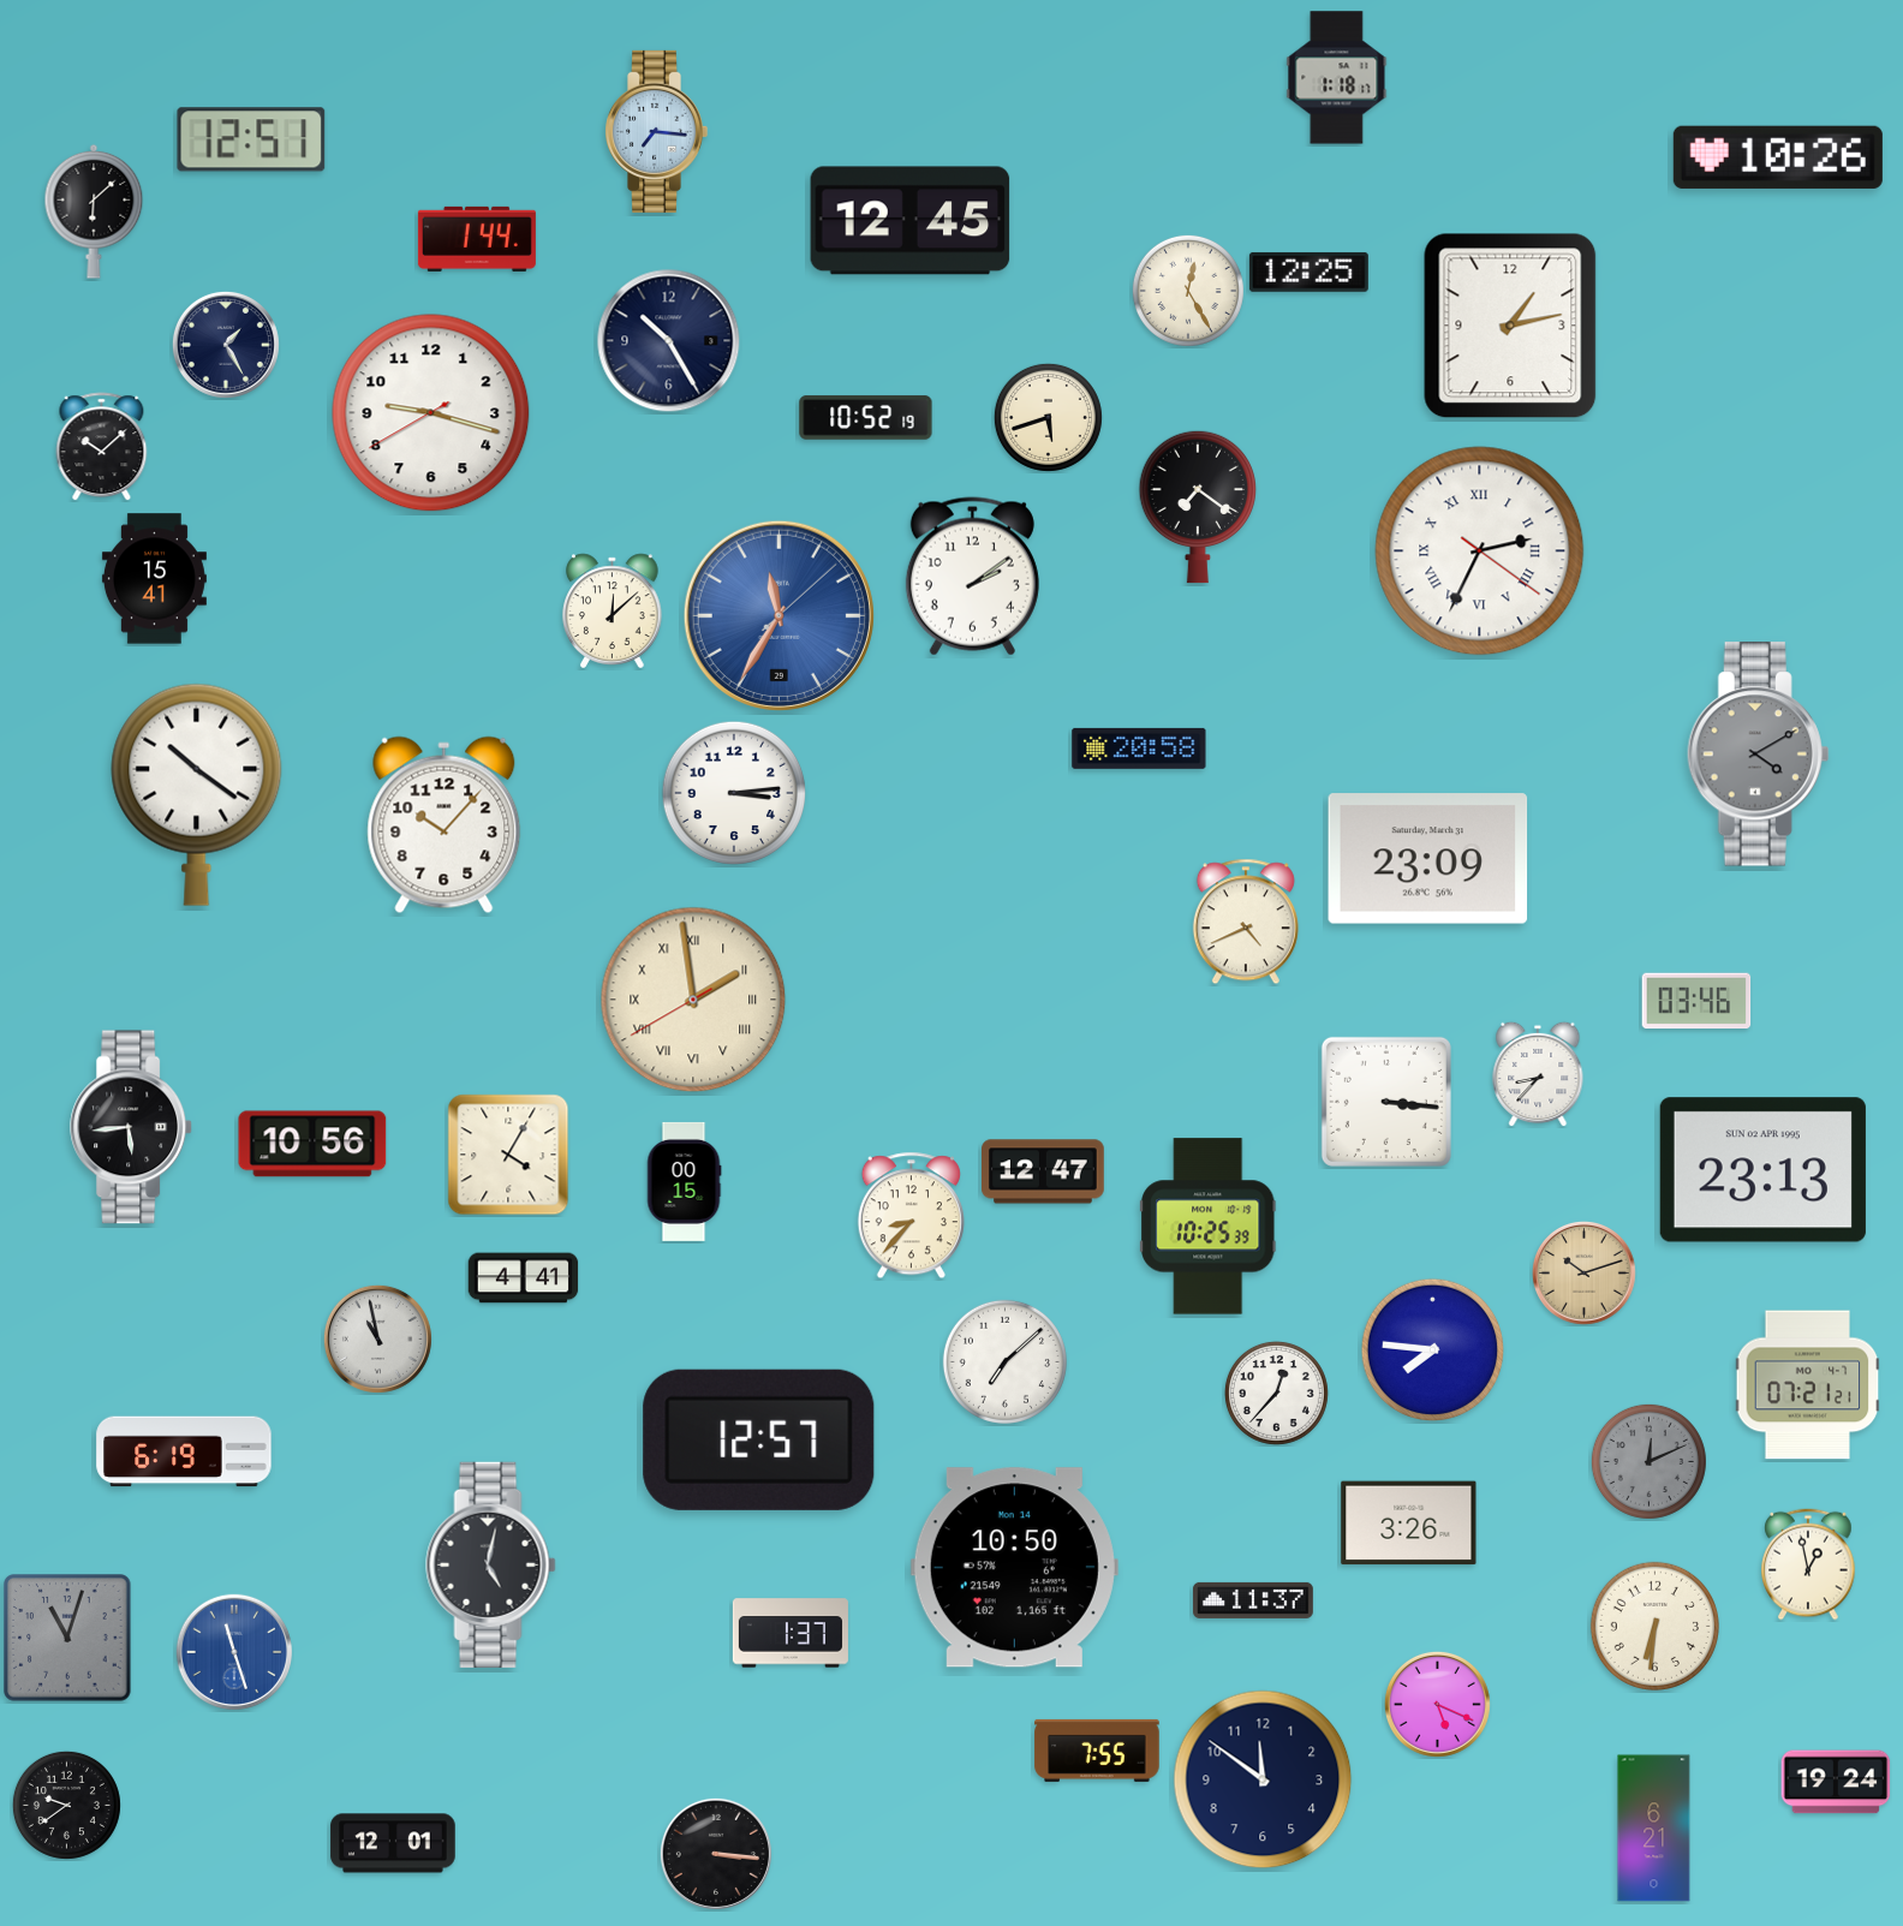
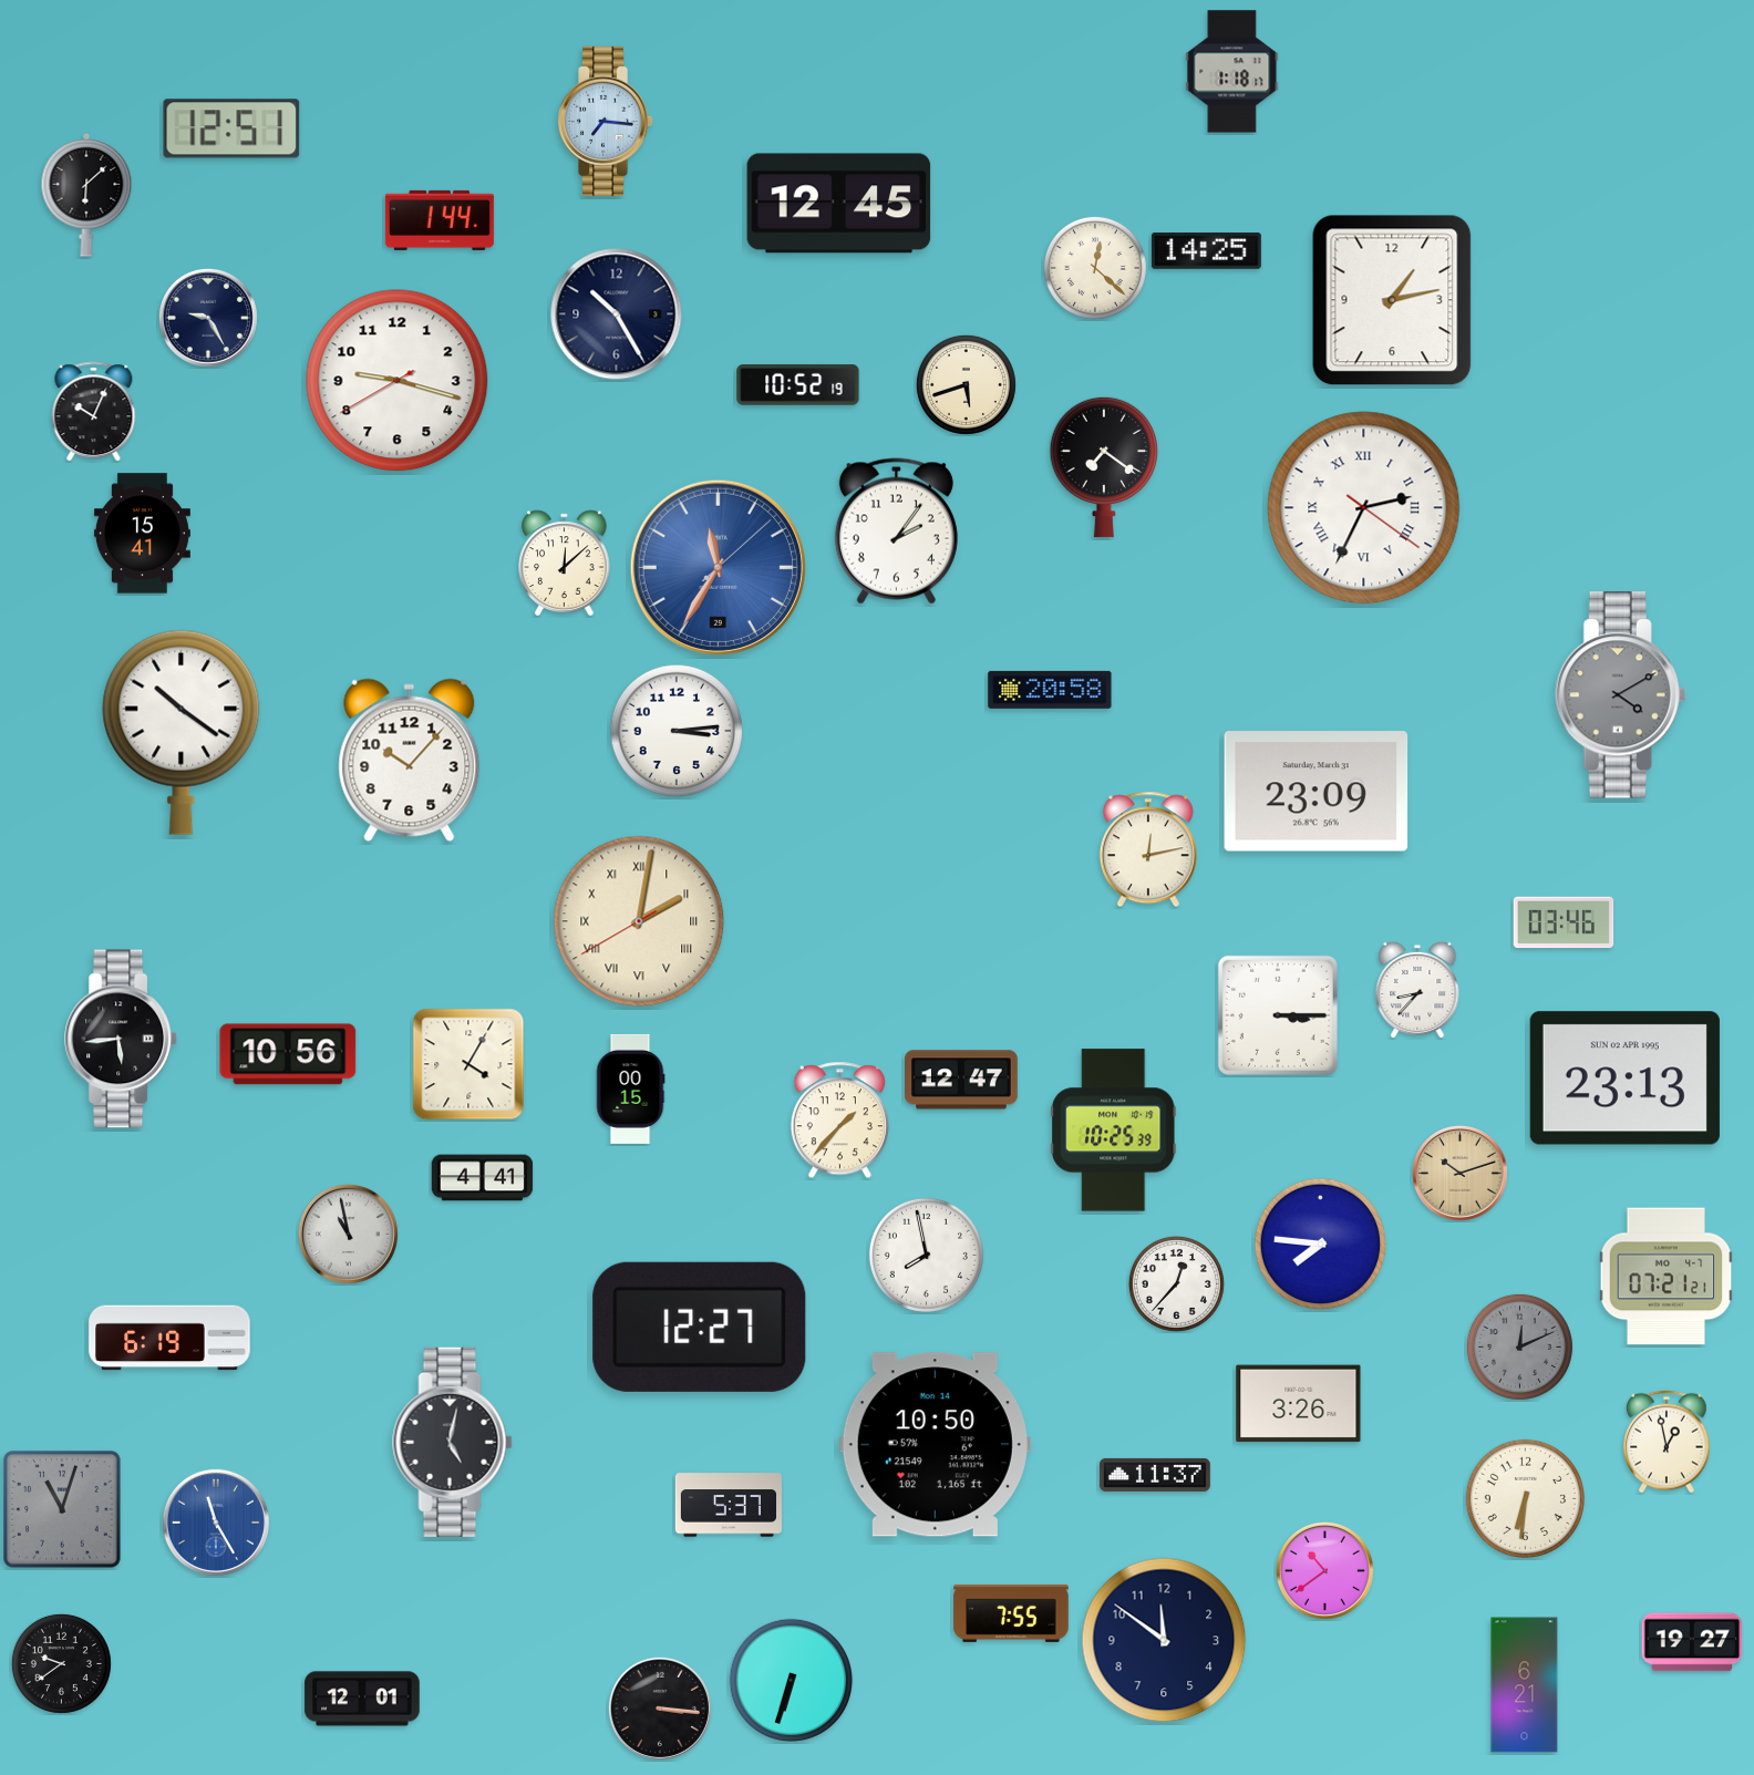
clock at (1778, 157): 10:26 -> none
clock at (1308, 272): 12:25 -> 14:25
clock at (1188, 291): 12:25 -> 12:22
clock at (226, 345): 1:25 -> 9:25
clock at (102, 447): 10:08 -> 10:04
clock at (972, 577): 2:09 -> 2:06
clock at (1246, 922): 4:41 -> 12:13
clock at (693, 1000): 1:58 -> 2:01
clock at (1386, 1102): 3:16 -> 3:15
clock at (911, 1216): 8:37 -> 1:37
clock at (1004, 1361): 7:08 -> 7:58
clock at (759, 1439): 12:57 -> 12:27
clock at (791, 1633): 1:37 -> 5:37
clock at (233, 1651): 11:27 -> 11:25
clock at (1437, 1704): 5:19 -> 10:39
clock at (1836, 1782): 19:24 -> 19:27
clock at (791, 1680): none -> 6:33
